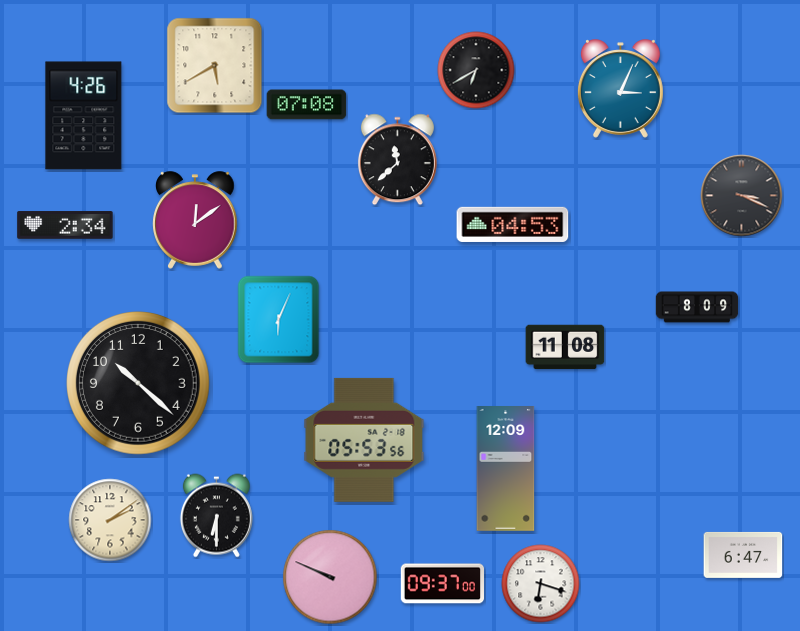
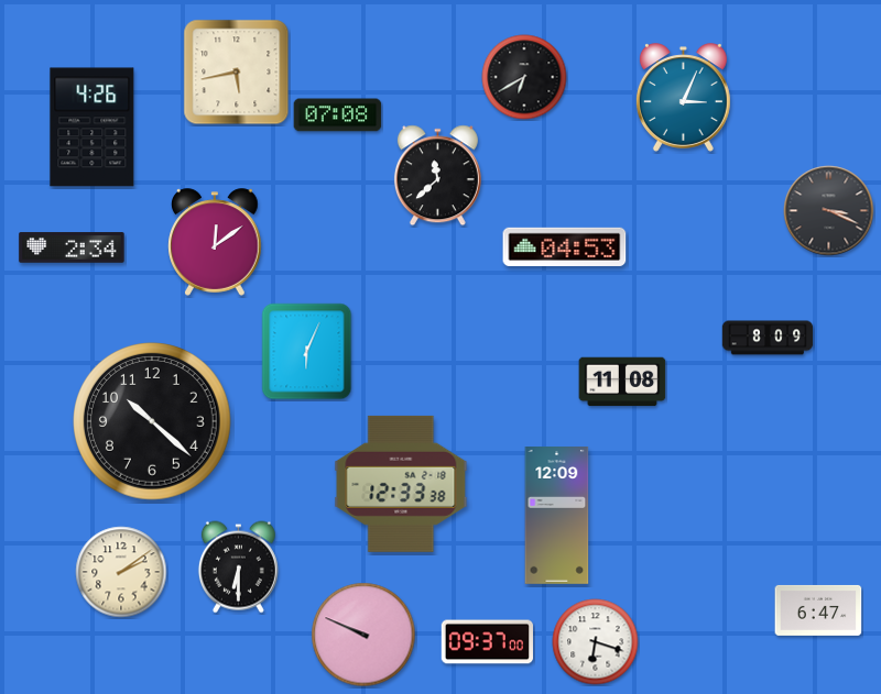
clock at (215, 66): 5:40 -> 5:43
clock at (742, 196) position: (742, 196) -> (829, 211)
clock at (364, 440): 05:53 -> 12:33
